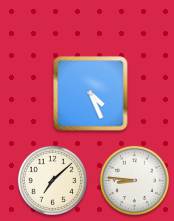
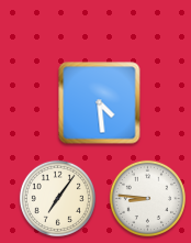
clock at (91, 94): 4:26 -> 4:29
clock at (52, 180): 7:08 -> 7:06
